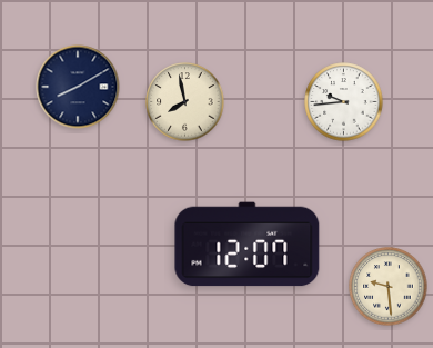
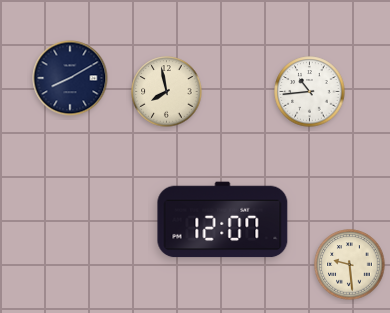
clock at (344, 102): 9:44 -> 10:44
clock at (389, 287) position: (389, 287) -> (350, 265)
